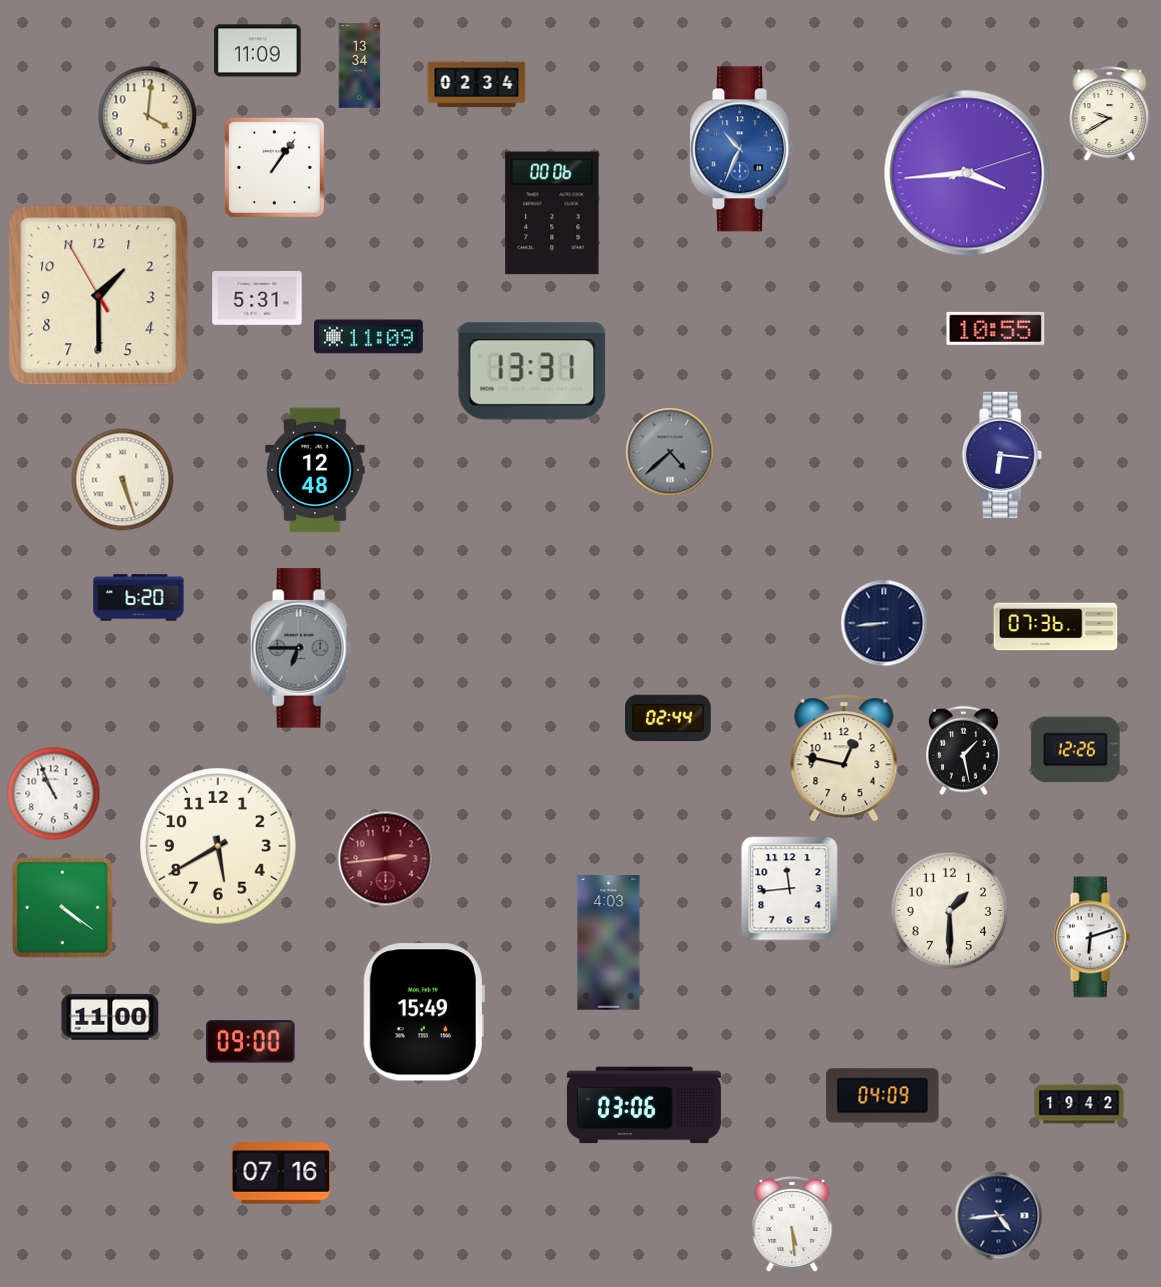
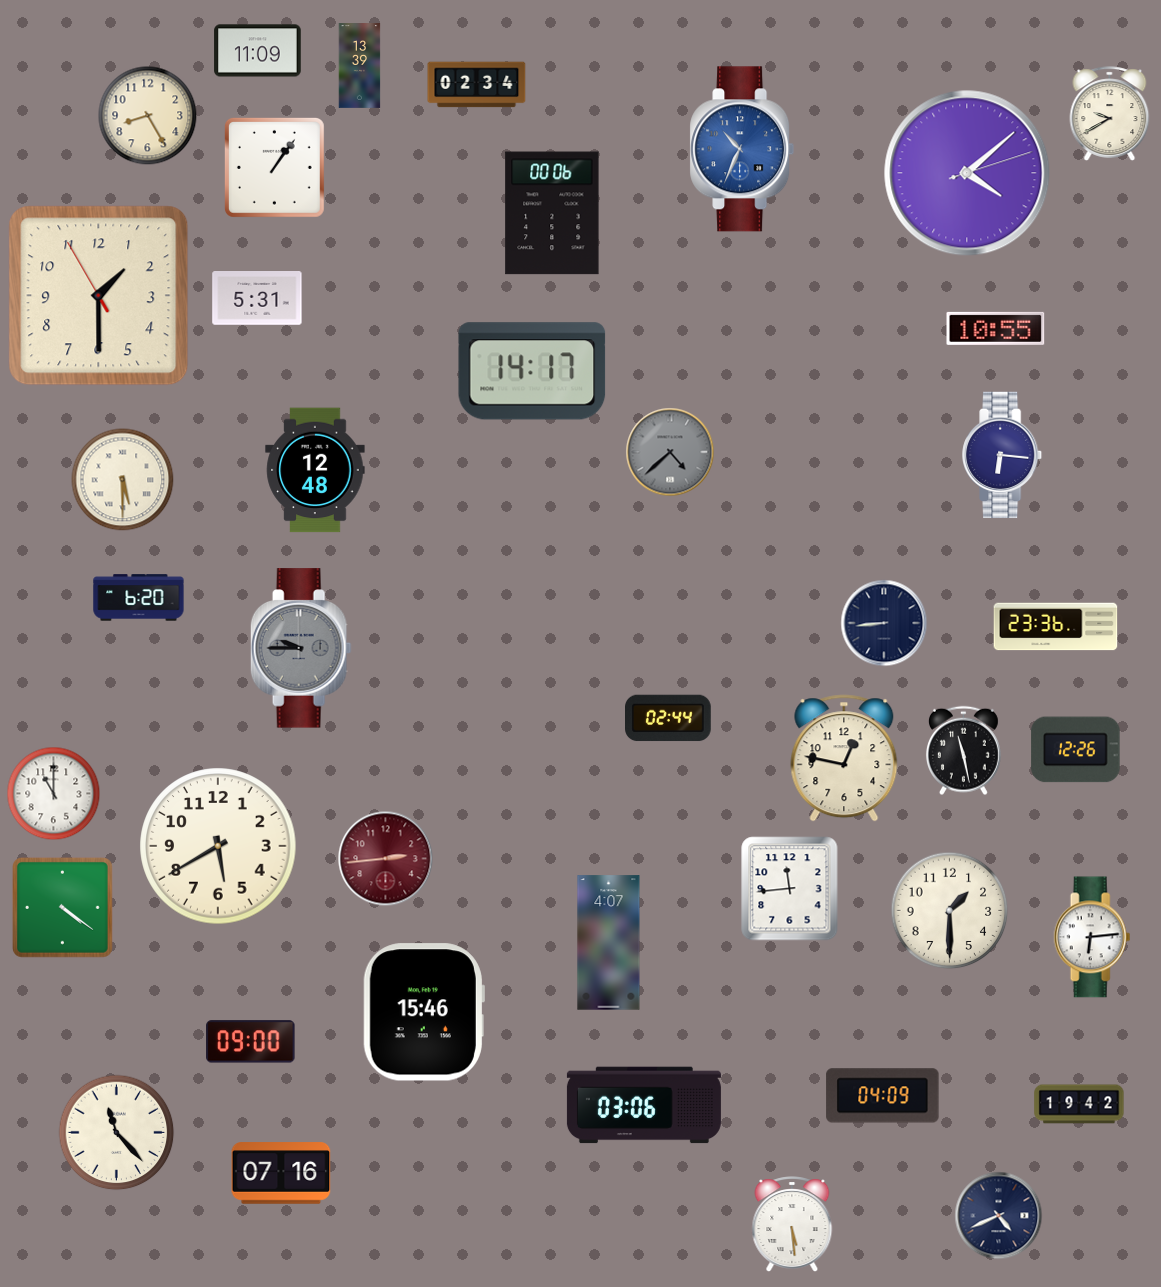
clock at (360, 66): 13:34 -> 13:39
clock at (148, 116): 4:01 -> 8:25
clock at (967, 173): 3:44 -> 4:08
clock at (369, 337): 11:09 -> none
clock at (532, 371): 13:31 -> 14:17
clock at (123, 480): 5:27 -> 5:30
clock at (1056, 627): 07:36 -> 23:36
clock at (301, 648): 6:45 -> 9:45
clock at (963, 751): 1:28 -> 11:28
clock at (54, 794): 10:56 -> 11:00
clock at (1092, 937): 6:12 -> 6:14
clock at (609, 943): 4:03 -> 4:07
clock at (424, 1012): 15:49 -> 15:46
clock at (110, 1017): 11:00 -> none
clock at (117, 1133): none -> 11:23
clock at (999, 1216): 4:44 -> 4:41
